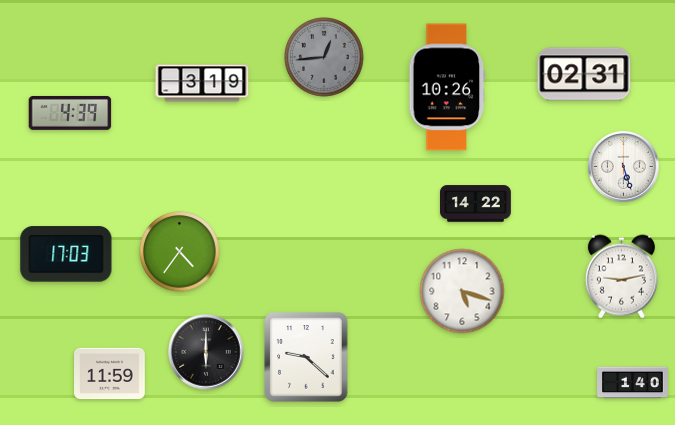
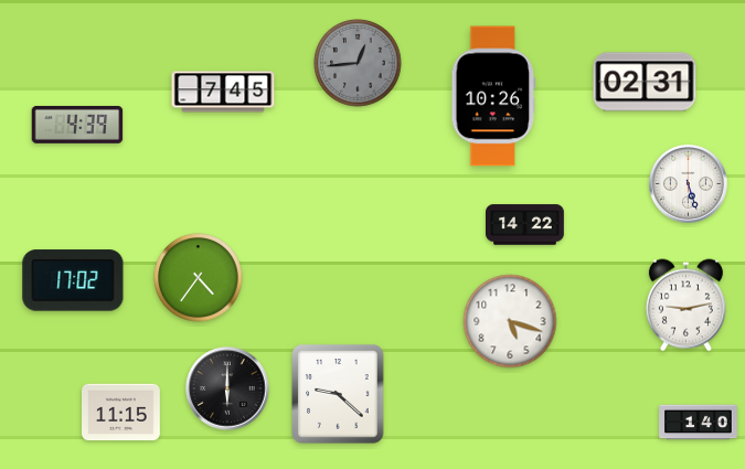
clock at (202, 83): 3:19 -> 7:45
clock at (66, 254): 17:03 -> 17:02
clock at (110, 374): 11:59 -> 11:15
